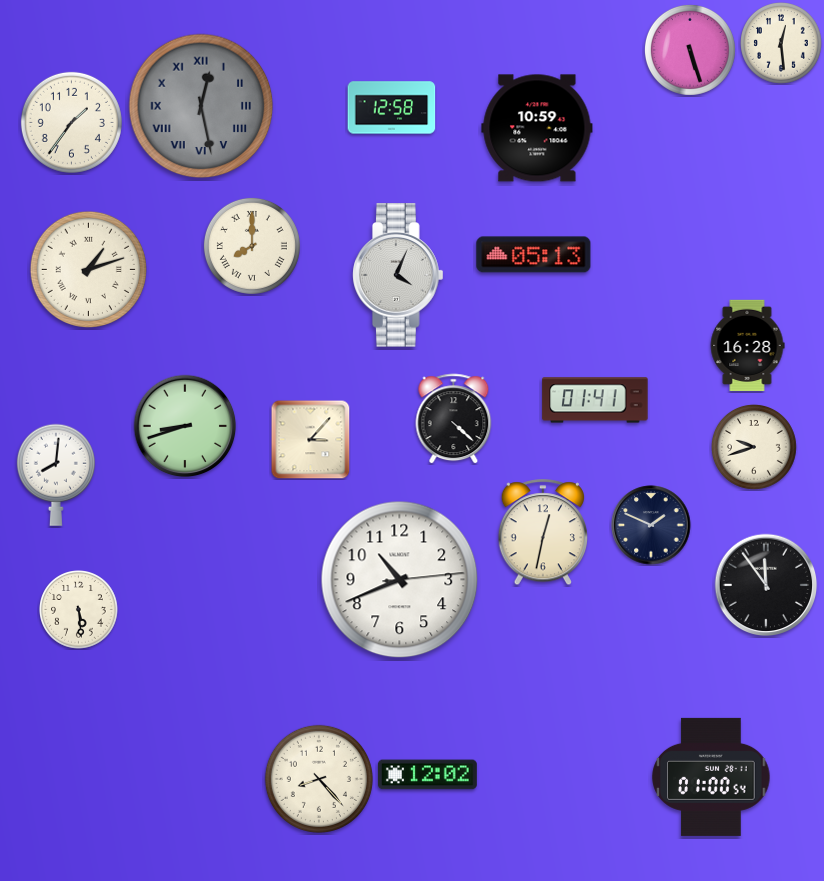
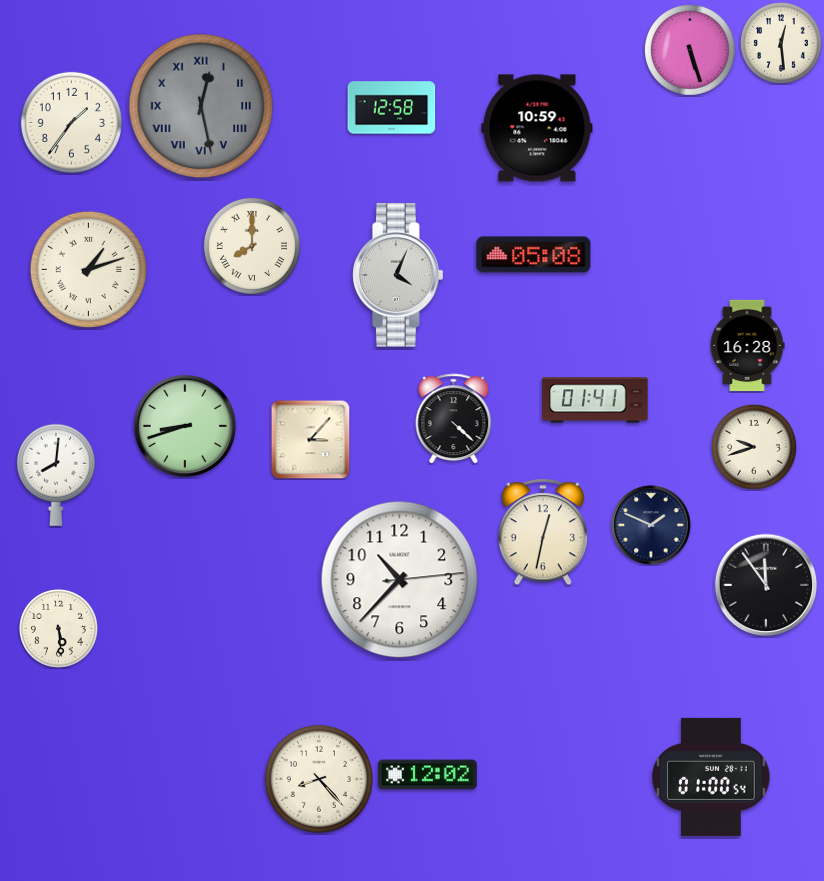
clock at (534, 255): 05:13 -> 05:08
clock at (400, 580): 10:41 -> 10:37
clock at (79, 610) position: (79, 610) -> (59, 629)
